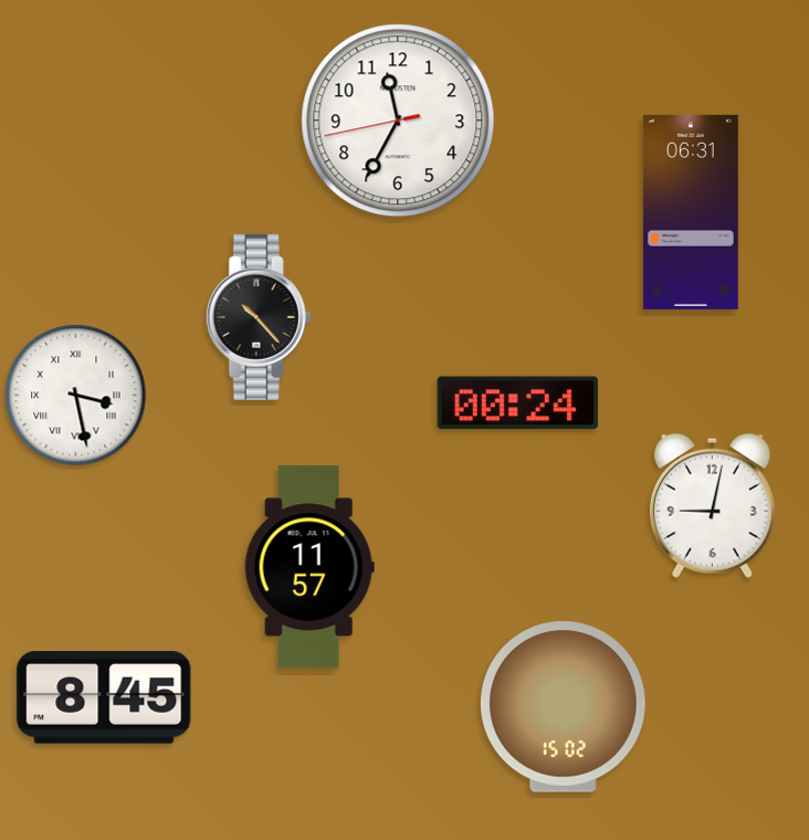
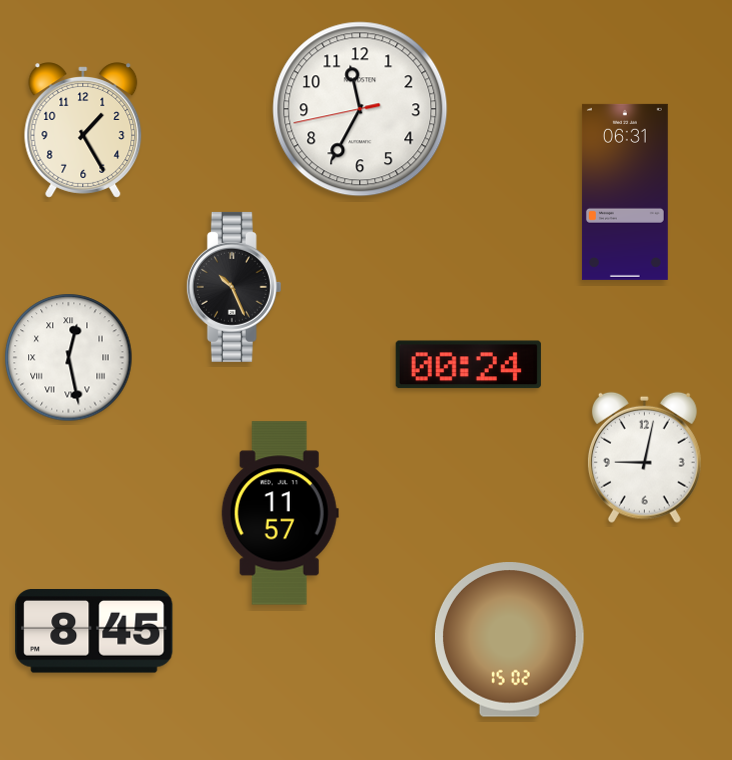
clock at (83, 130): none -> 1:25
clock at (259, 317): 10:23 -> 10:26
clock at (76, 396): 3:28 -> 12:28
